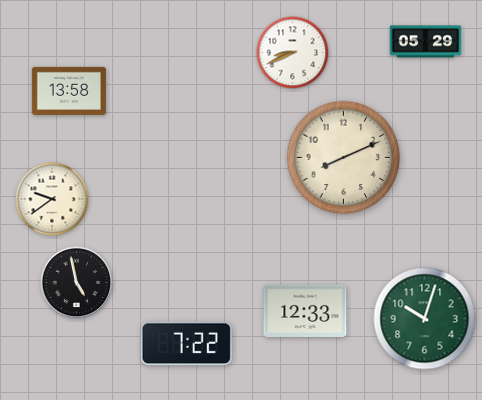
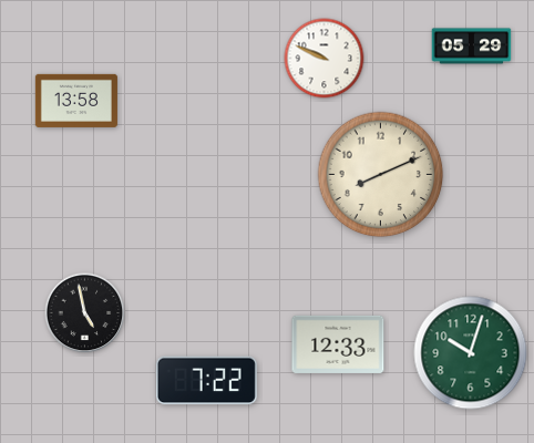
clock at (293, 53): 8:41 -> 9:49
clock at (52, 199): 9:39 -> none
